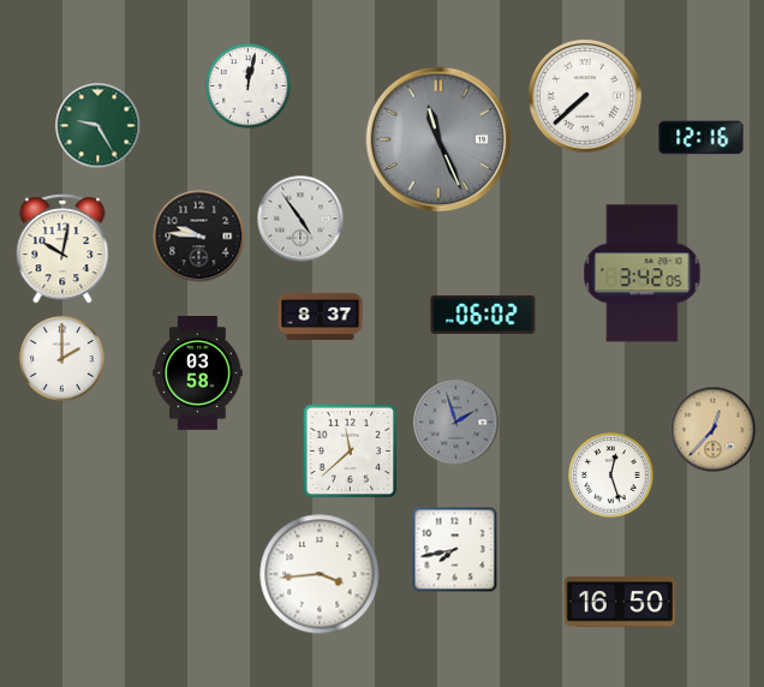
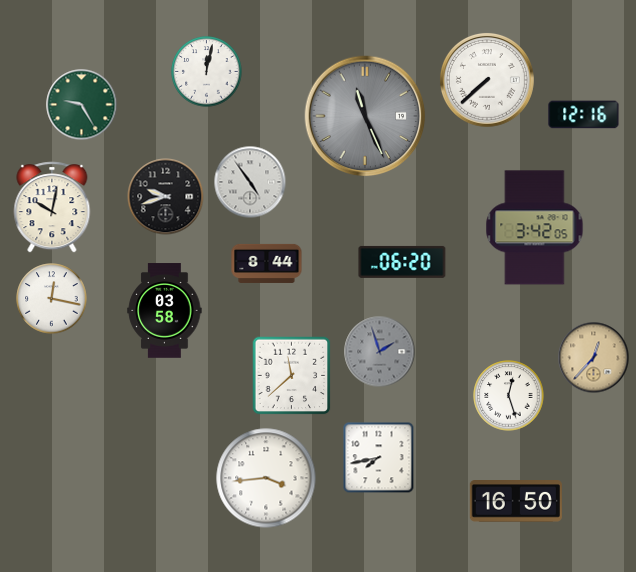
clock at (199, 237): 9:46 -> 9:42
clock at (483, 315): 06:02 -> 06:20
clock at (321, 316): 8:37 -> 8:44
clock at (62, 359): 2:00 -> 12:17
